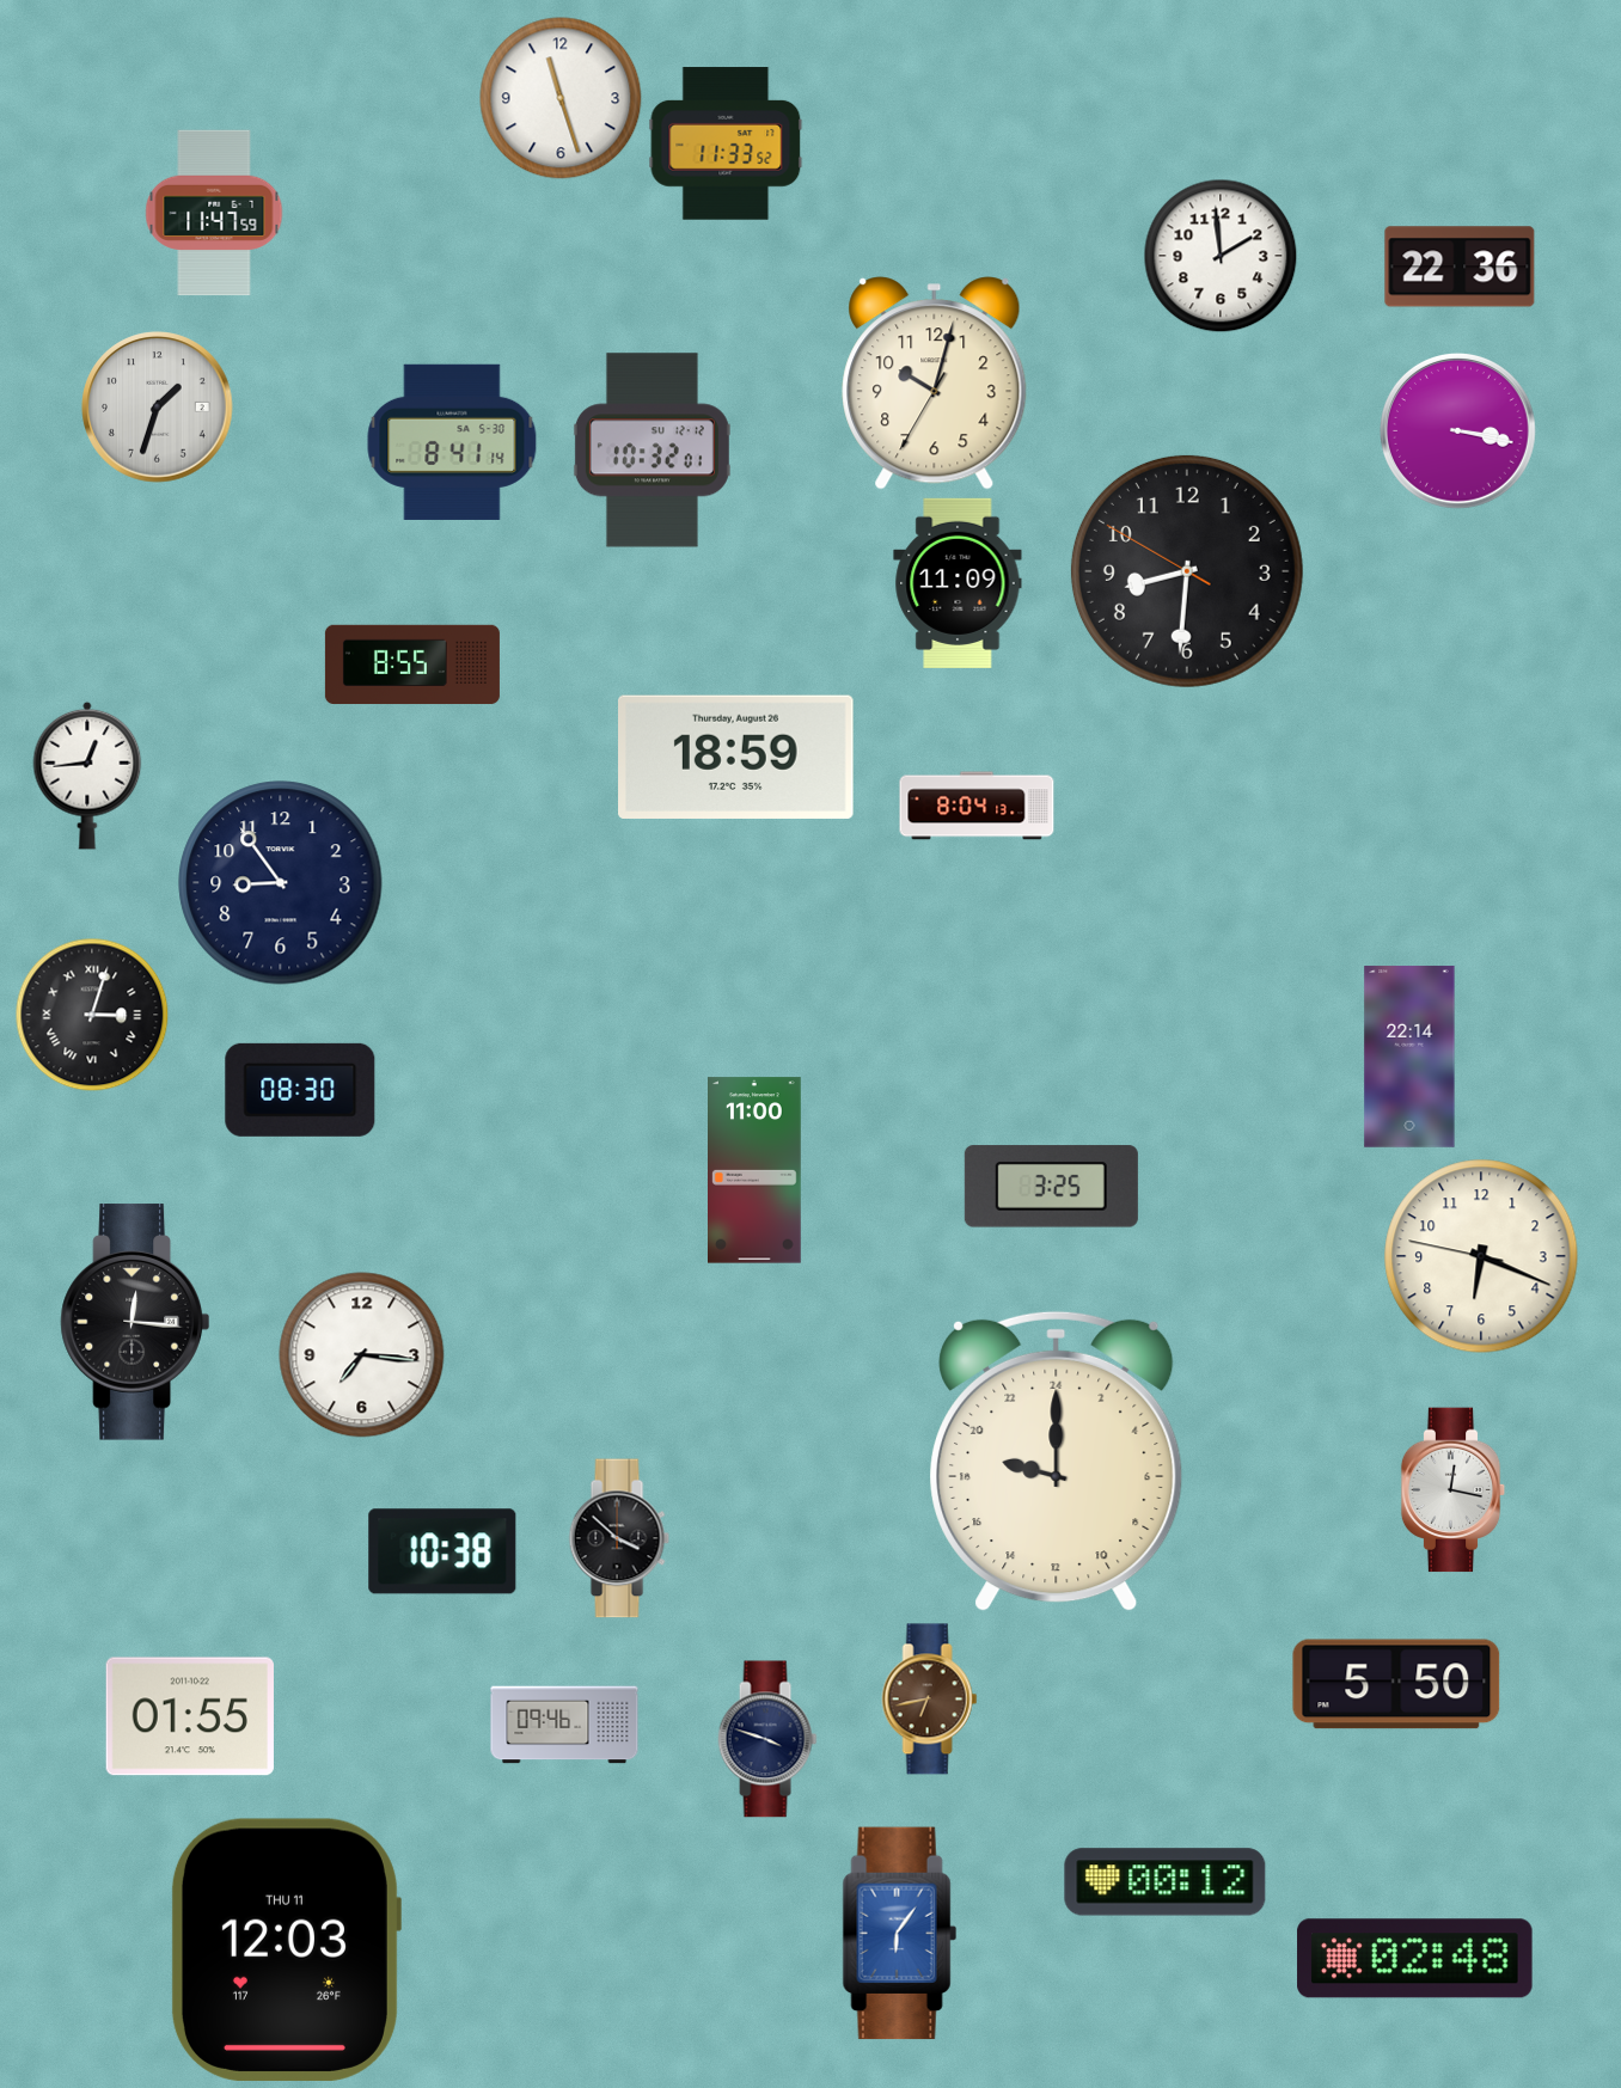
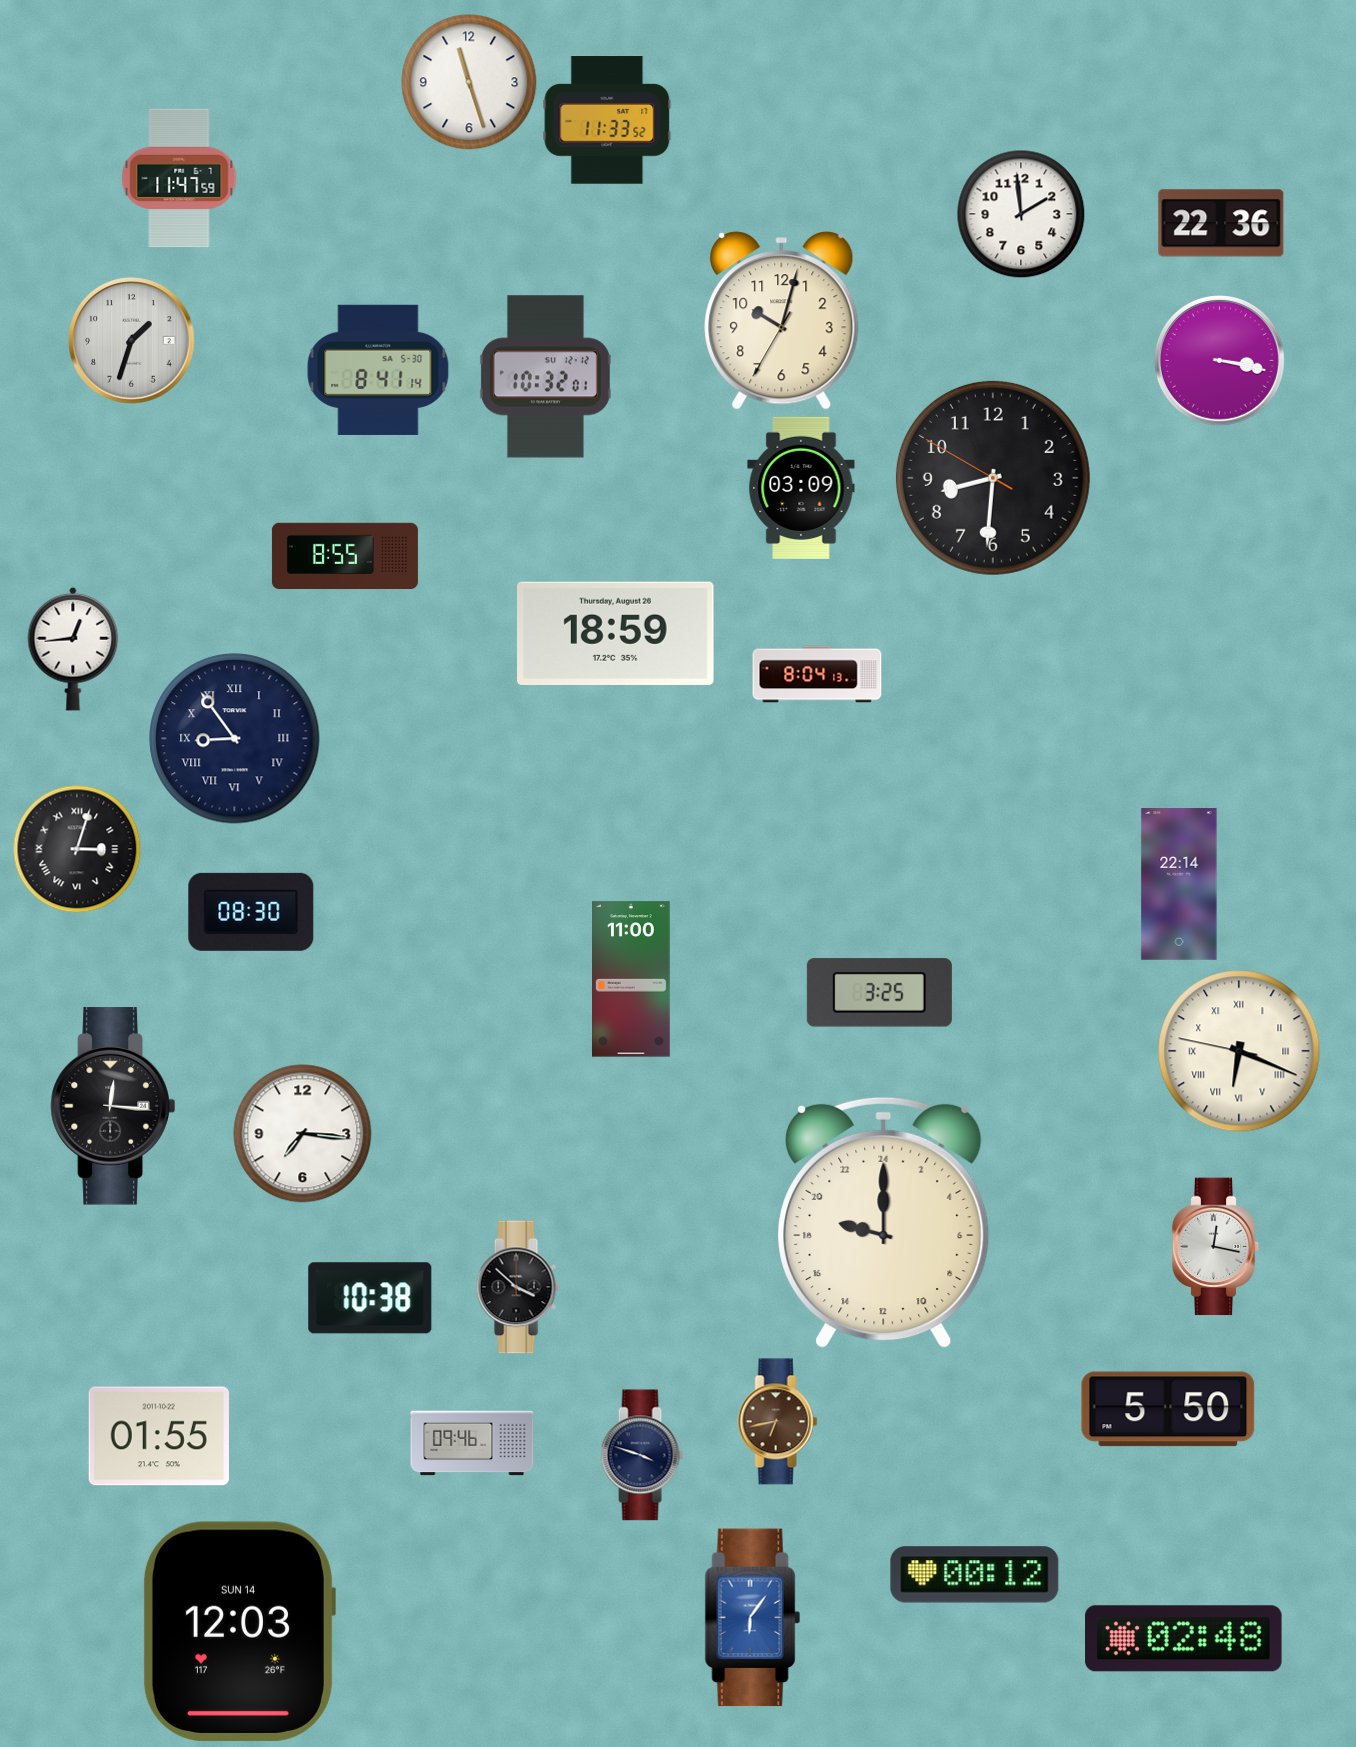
clock at (958, 583): 11:09 -> 03:09
clock at (281, 883) numerals: Arabic -> Roman
clock at (1481, 1256) numerals: Arabic -> Roman
clock at (286, 1949) date: THU 11 -> SUN 14
